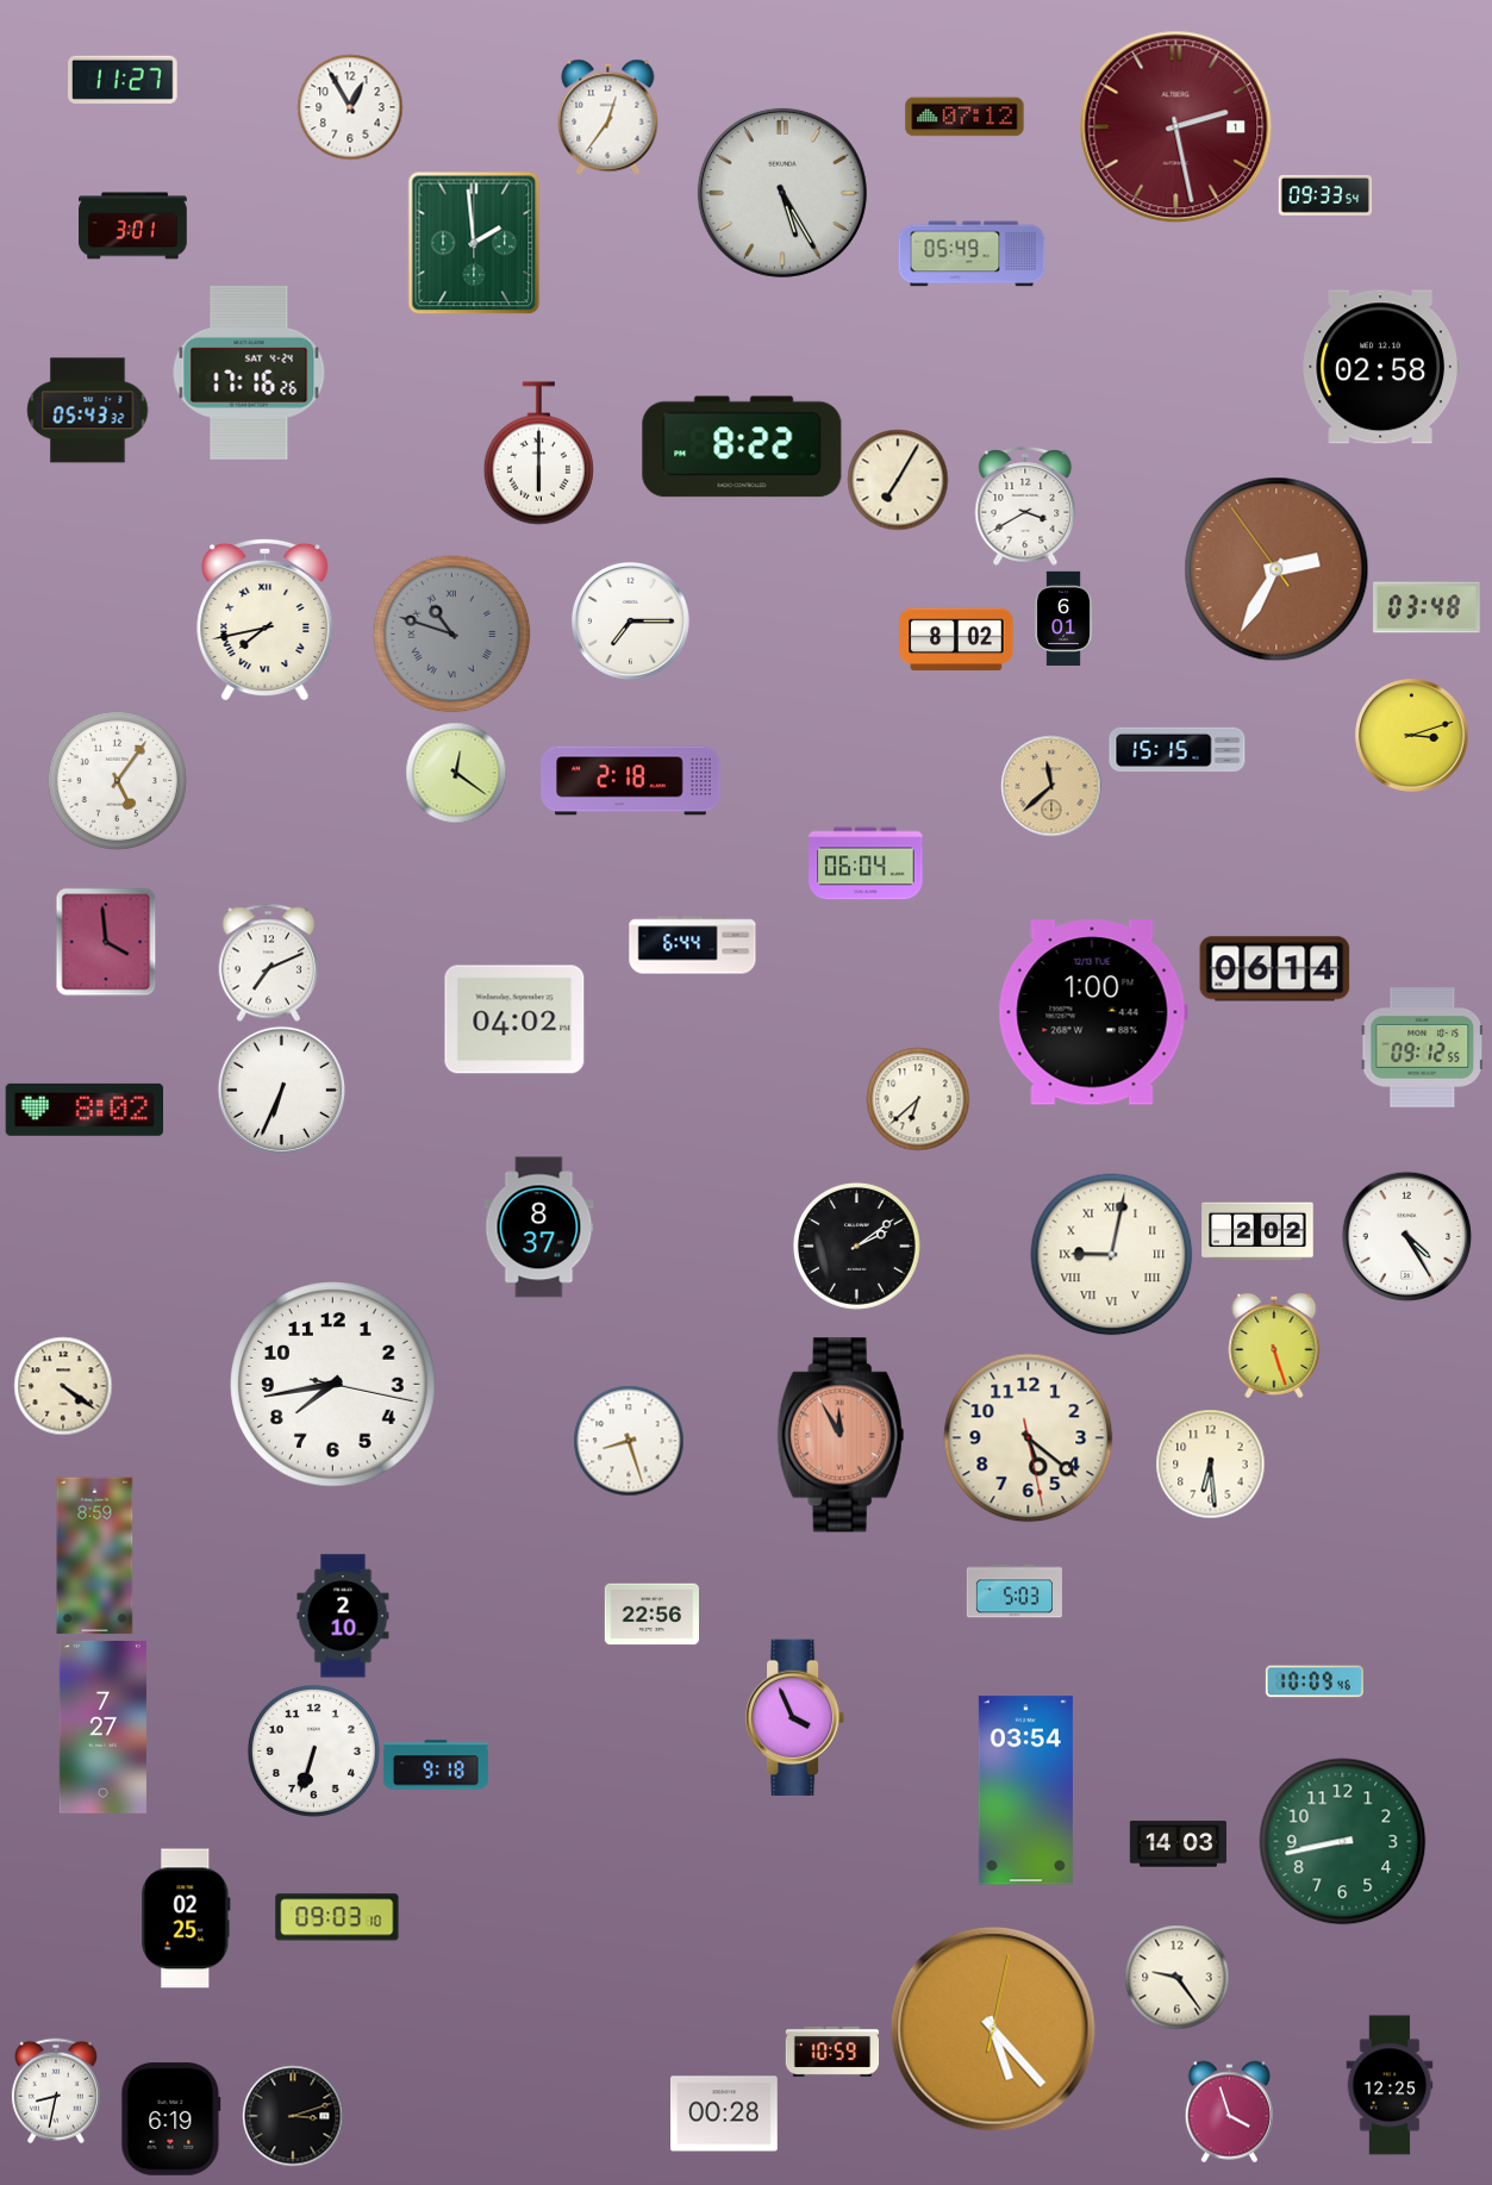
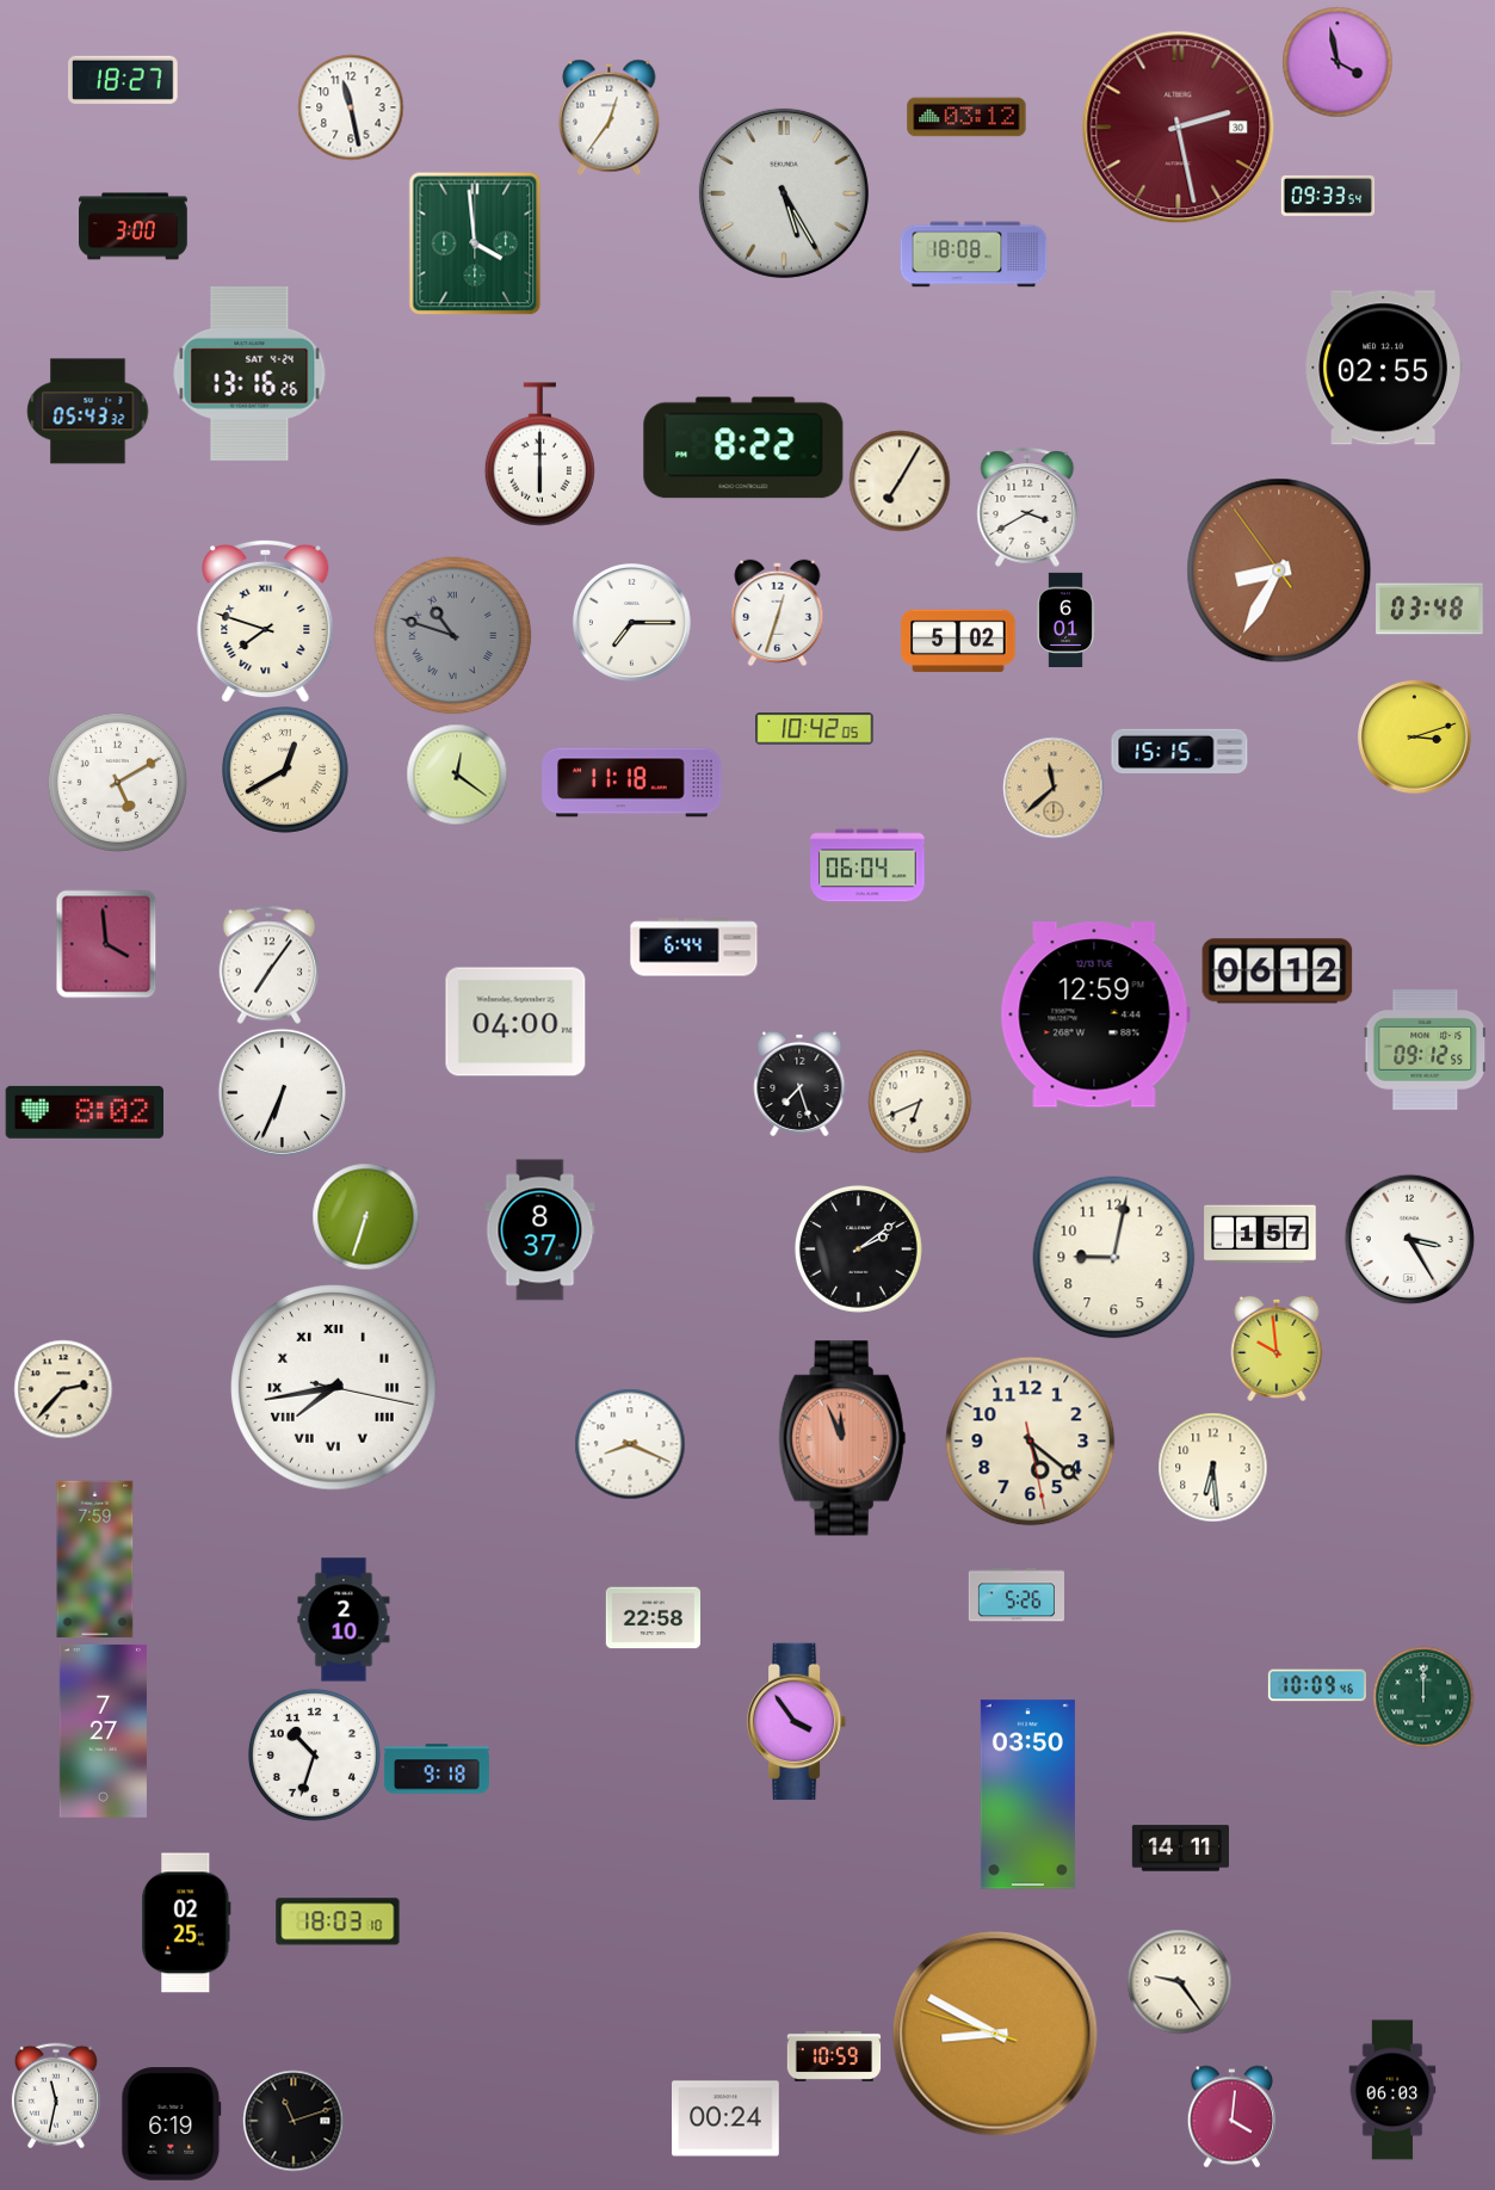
clock at (1338, 62): none -> 3:58
clock at (124, 80): 11:27 -> 18:27
clock at (350, 107): 12:55 -> 11:28
clock at (965, 117): 07:12 -> 03:12
clock at (1176, 127) date: 1 -> 30
clock at (133, 226): 3:01 -> 3:00
clock at (474, 243): 1:59 -> 3:59
clock at (972, 254): 05:49 -> 18:08
clock at (1380, 367): 02:58 -> 02:55
clock at (249, 373): 17:16 -> 13:16
clock at (1276, 569): 2:34 -> 8:34
clock at (778, 612): none -> 12:33
clock at (266, 619): 7:43 -> 7:48
clock at (956, 639): 8:02 -> 5:02
clock at (815, 729): none -> 10:42
clock at (286, 771): none -> 12:40
clock at (117, 780): 5:06 -> 5:10
clock at (631, 781): 2:18 -> 11:18
clock at (269, 962): 7:11 -> 7:06
clock at (1275, 969): 06:14 -> 06:12
clock at (1093, 1012): 1:00 -> 12:59
clock at (514, 1019): 04:02 -> 04:00
clock at (799, 1084): none -> 7:27
clock at (918, 1099): 6:38 -> 6:41
clock at (365, 1216): none -> 6:33
clock at (1257, 1231): 2:02 -> 1:57
clock at (1406, 1236): 4:25 -> 3:25
clock at (1112, 1255) numerals: Roman -> Arabic
clock at (1274, 1346): 5:27 -> 9:59
clock at (333, 1385) numerals: Arabic -> Roman
clock at (63, 1386): 4:21 -> 2:37
clock at (841, 1435): 11:55 -> 11:56
clock at (629, 1441): 8:27 -> 8:19
clock at (95, 1556): 8:59 -> 7:59
clock at (1013, 1591): 5:03 -> 5:26
clock at (651, 1615): 22:56 -> 22:58
clock at (1423, 1697): none -> 12:00
clock at (795, 1718): 3:56 -> 3:54
clock at (313, 1750): 6:33 -> 10:33
clock at (1025, 1791): 03:54 -> 03:50
clock at (1343, 1842): 8:43 -> none
clock at (1178, 1844): 14:03 -> 14:11
clock at (337, 1917): 09:03 -> 18:03
clock at (993, 2029): 5:23 -> 8:49
clock at (1390, 2085): 12:25 -> 06:03
clock at (56, 2091): 8:32 -> 11:32
clock at (1229, 2111): 3:57 -> 4:01
clock at (725, 2114): 00:28 -> 00:24
clock at (293, 2116): 3:12 -> 11:12
